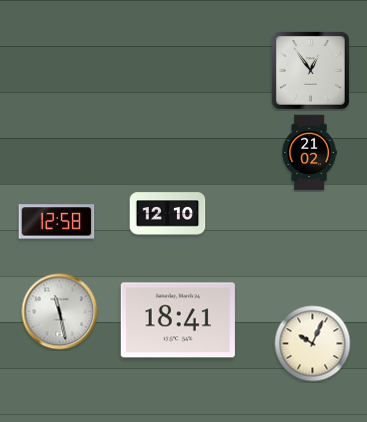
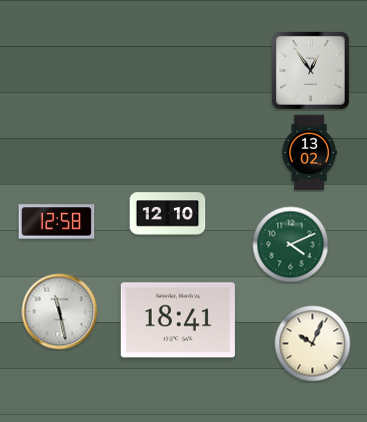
clock at (309, 153): 21:02 -> 13:02
clock at (291, 245): none -> 4:11
